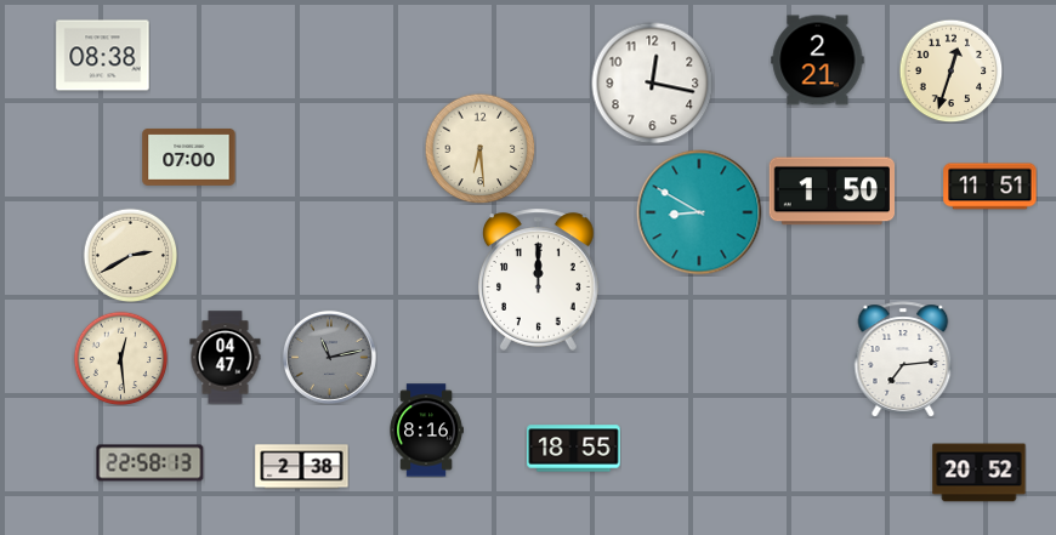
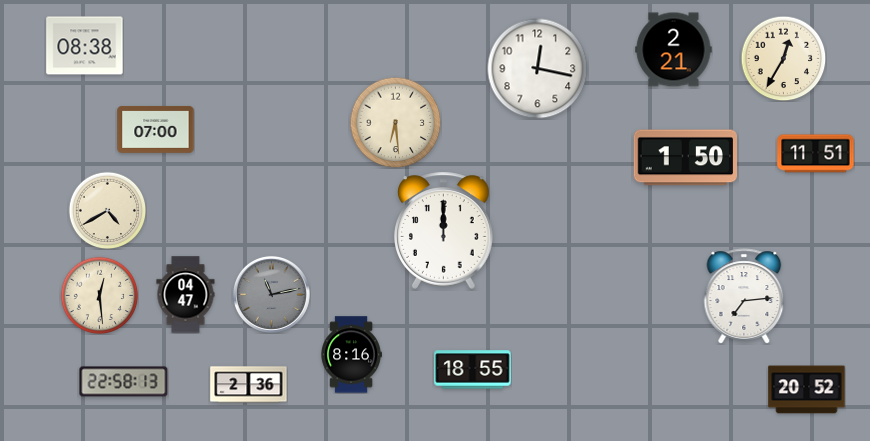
clock at (950, 70): 12:33 -> 12:35
clock at (699, 212): 8:50 -> none
clock at (130, 255): 2:40 -> 4:40
clock at (302, 467): 2:38 -> 2:36
